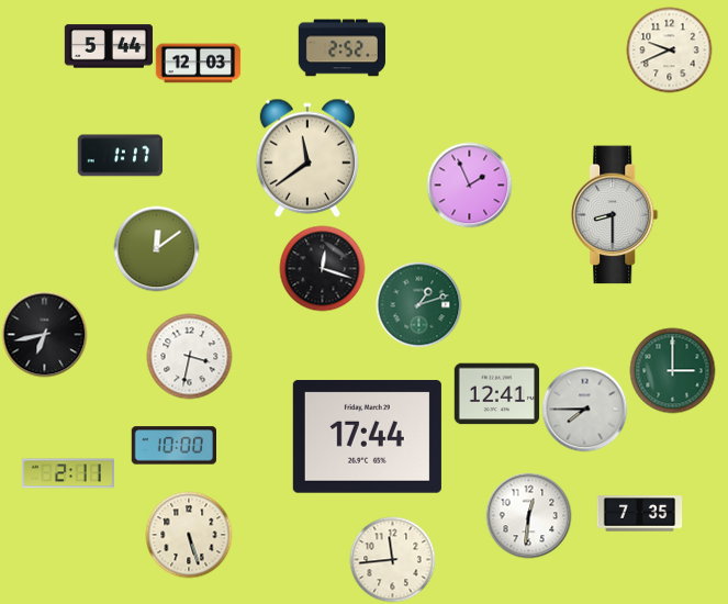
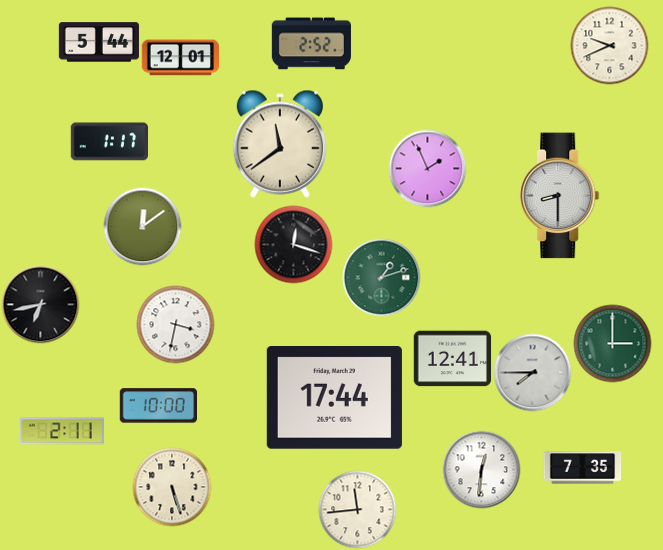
clock at (198, 64): 12:03 -> 12:01
clock at (189, 356) position: (189, 356) -> (175, 324)
clock at (672, 370) position: (672, 370) -> (612, 343)
